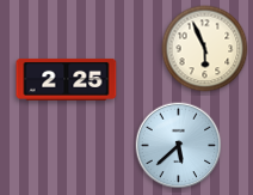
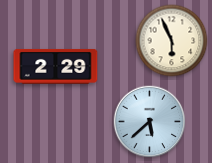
clock at (67, 79): 2:25 -> 2:29
